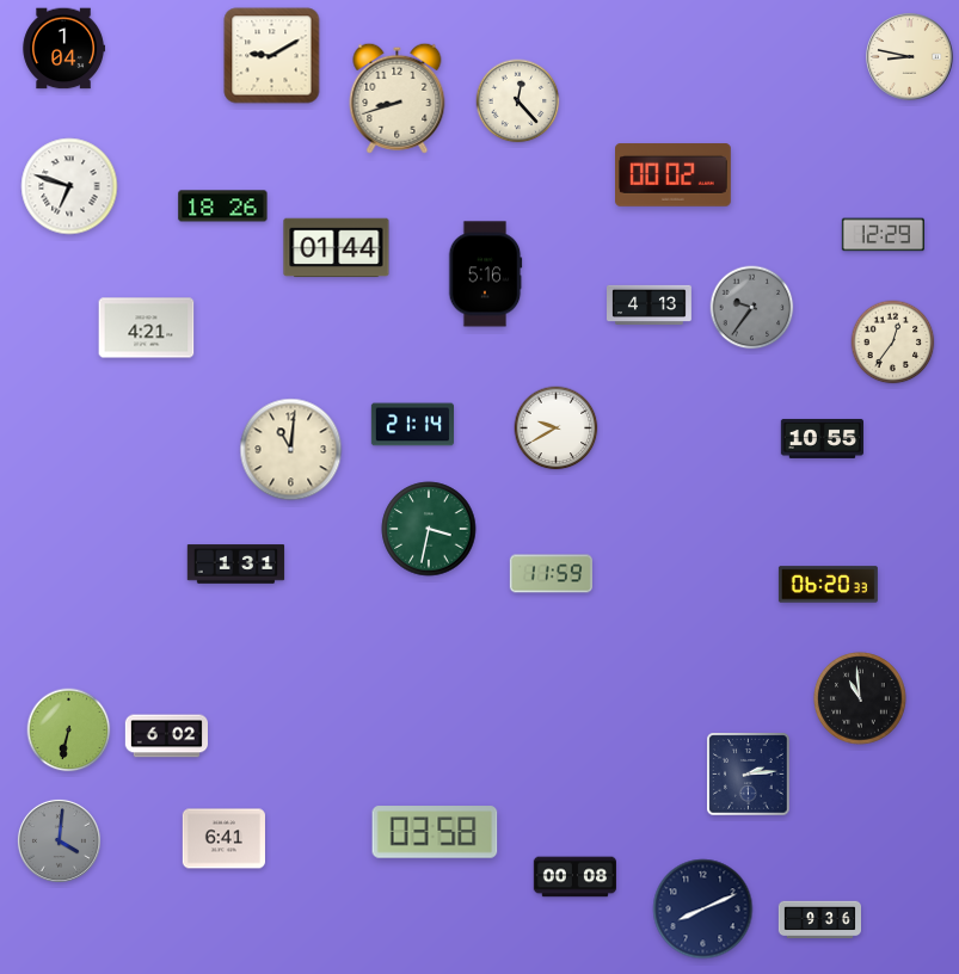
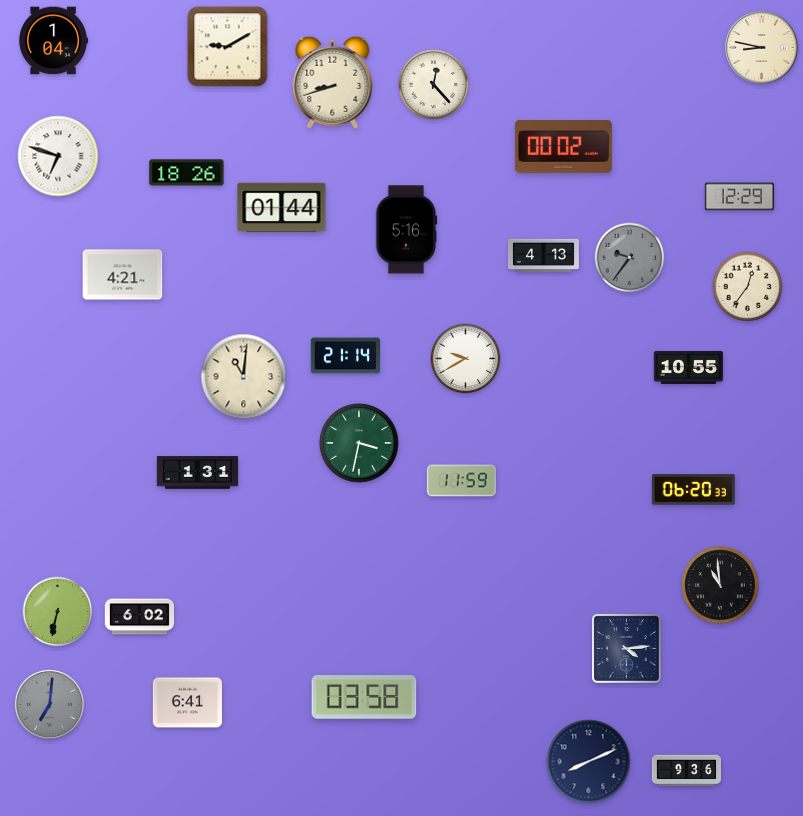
clock at (749, 775): 2:14 -> 4:14
clock at (59, 840): 4:01 -> 7:01
clock at (574, 877): 00:08 -> none
